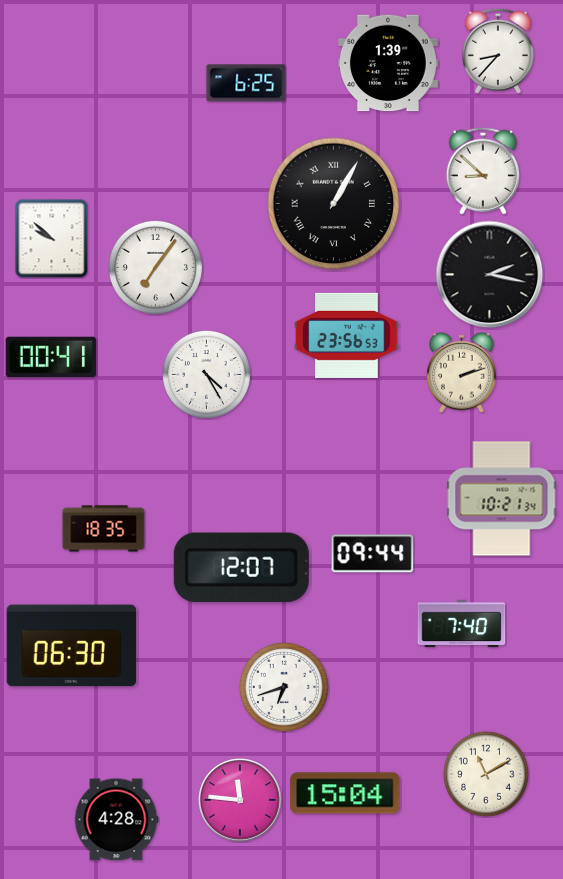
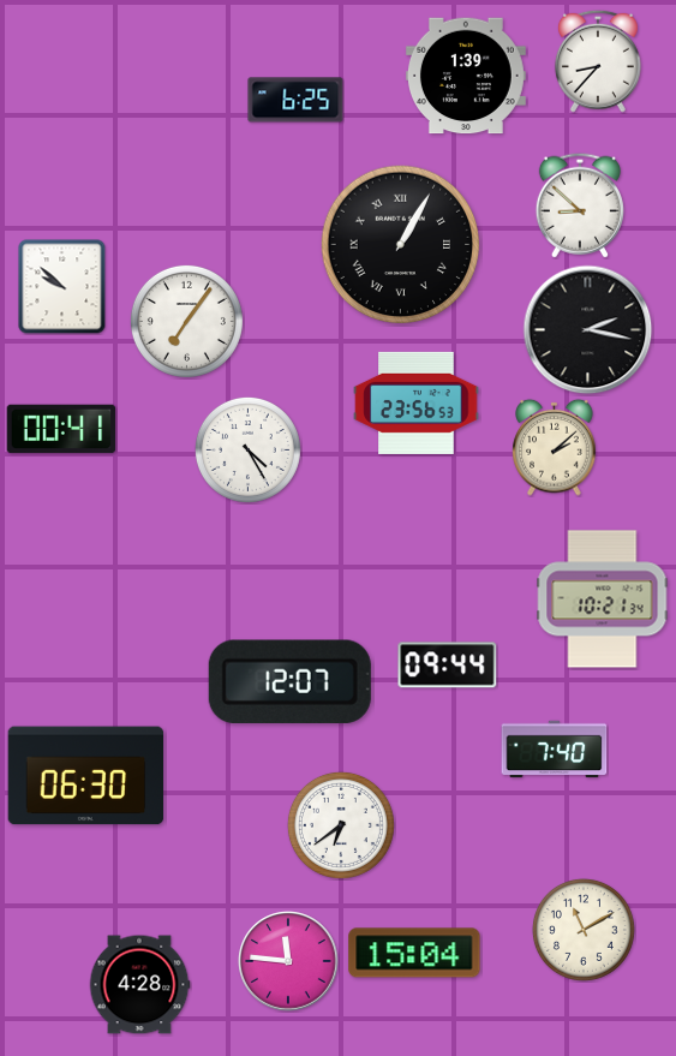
clock at (462, 372): 2:12 -> 2:08
clock at (104, 529): 18:35 -> none
clock at (284, 687): 6:42 -> 6:39
